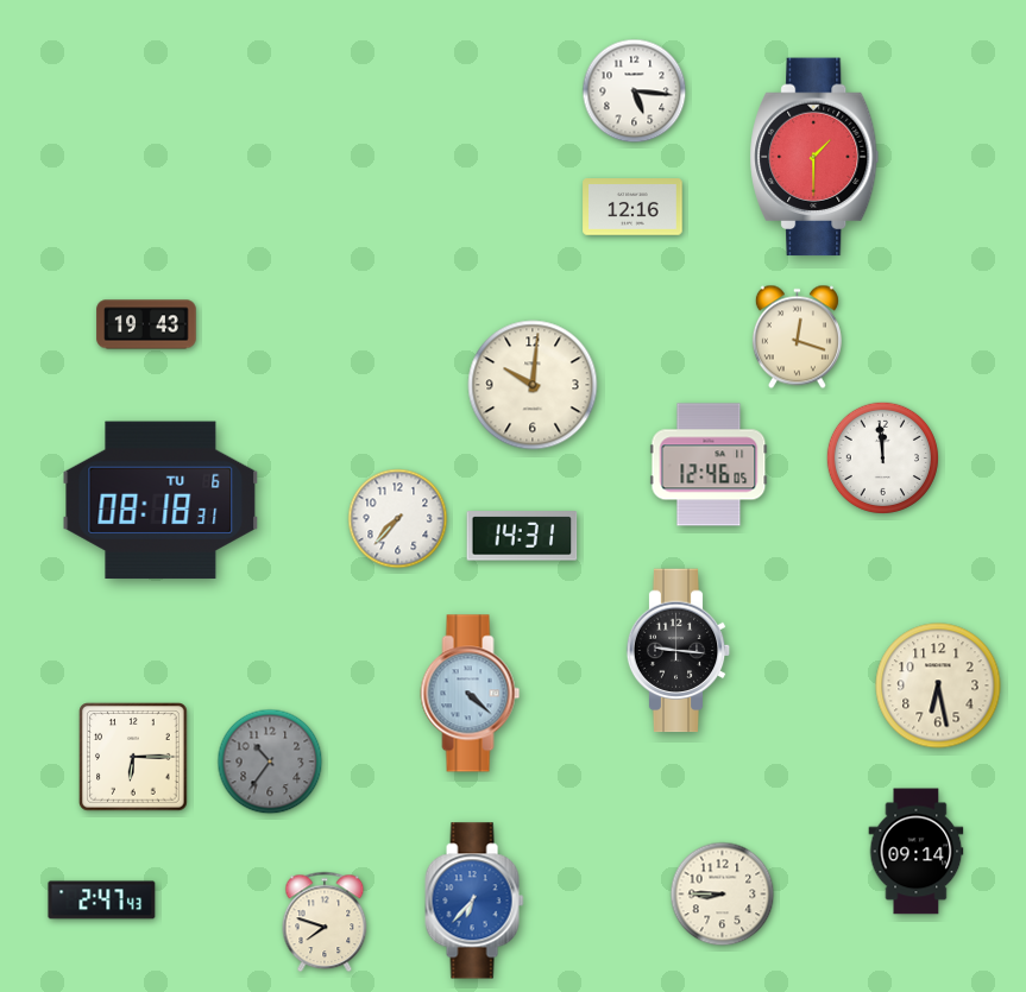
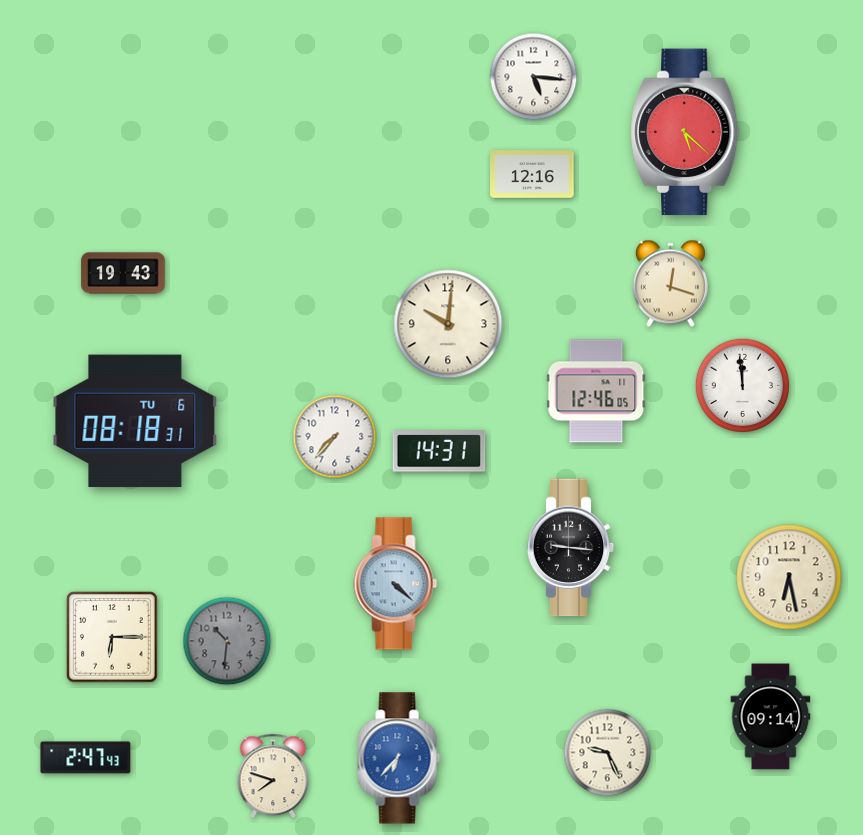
clock at (814, 157): 1:30 -> 5:22
clock at (270, 762): 10:36 -> 10:31
clock at (723, 895): 8:45 -> 9:26
